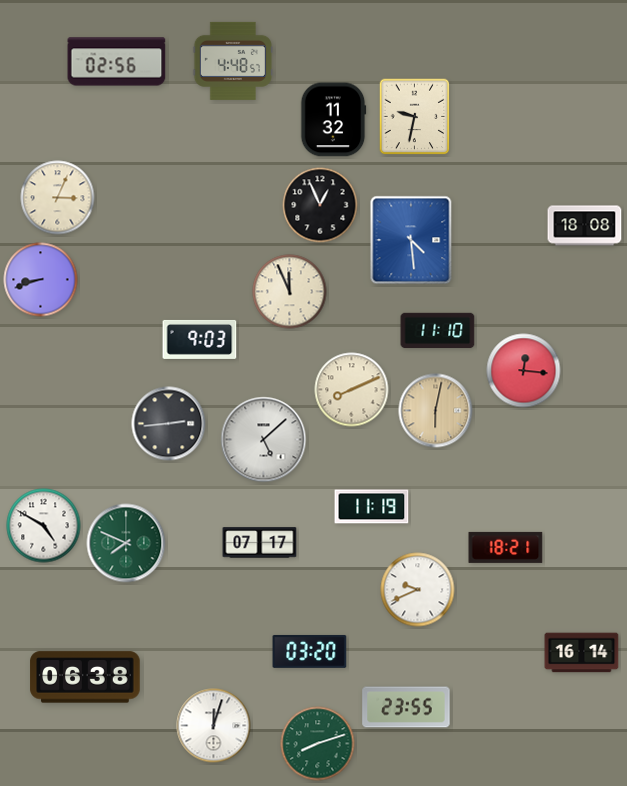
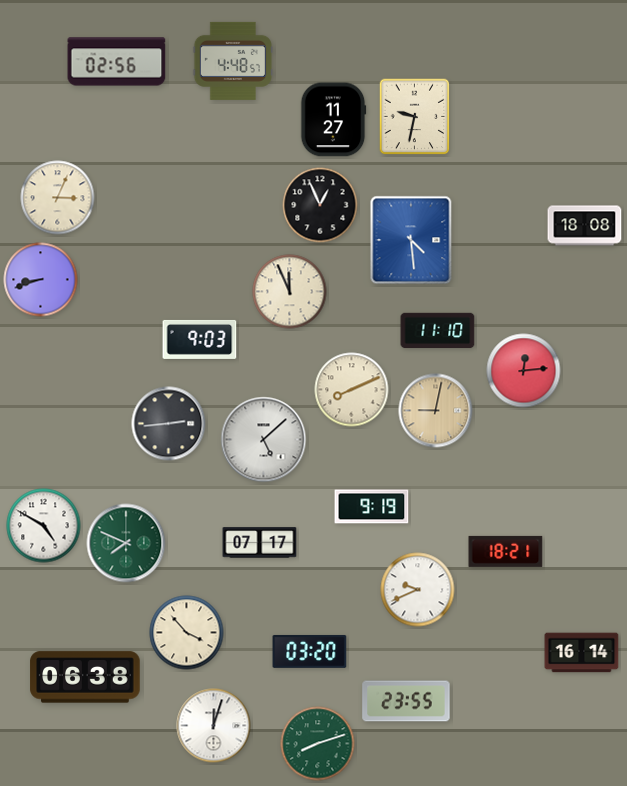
clock at (333, 120): 11:32 -> 11:27
clock at (524, 371): 12:16 -> 12:14
clock at (436, 411): 6:02 -> 9:02
clock at (372, 507): 11:19 -> 9:19
clock at (506, 547) position: (506, 547) -> (506, 551)
clock at (187, 633): none -> 3:53
clock at (406, 707) position: (406, 707) -> (406, 701)
